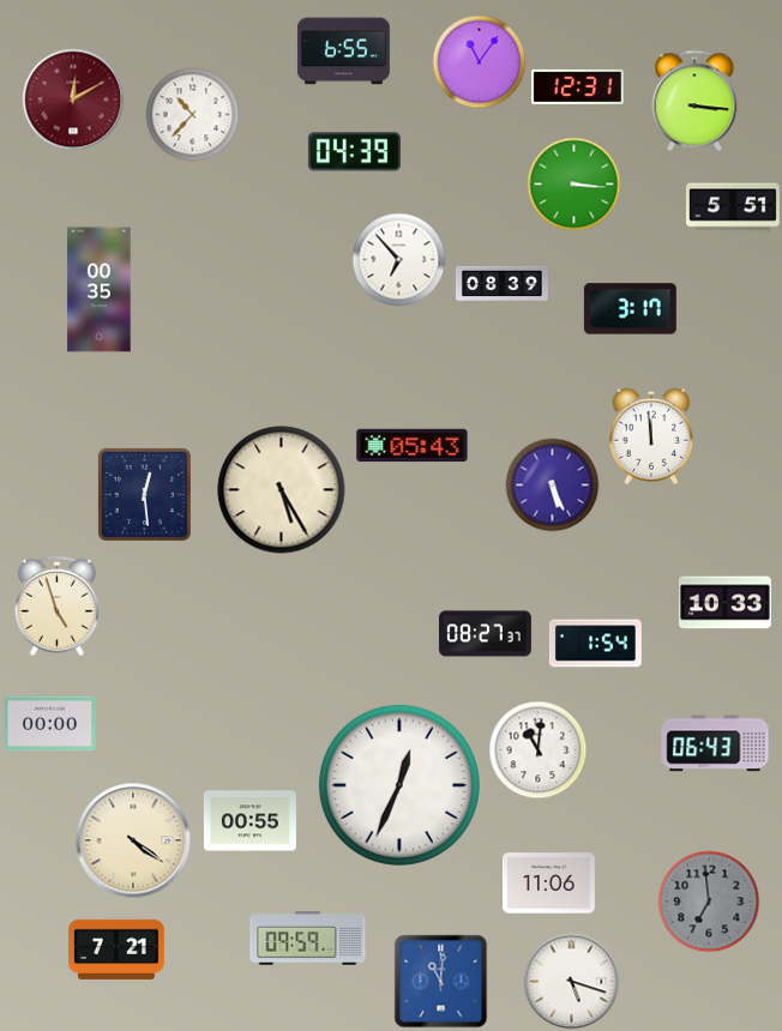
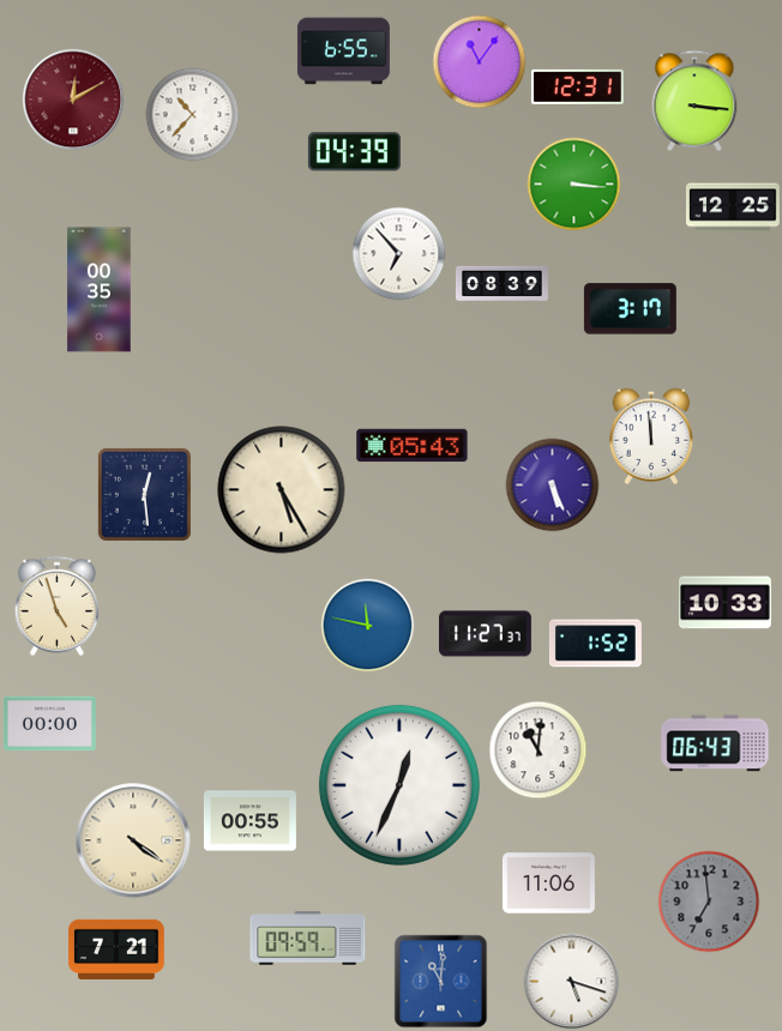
clock at (733, 207): 5:51 -> 12:25
clock at (398, 259) position: (398, 259) -> (398, 253)
clock at (367, 625): none -> 11:47
clock at (485, 634): 08:27 -> 11:27
clock at (595, 644): 1:54 -> 1:52
